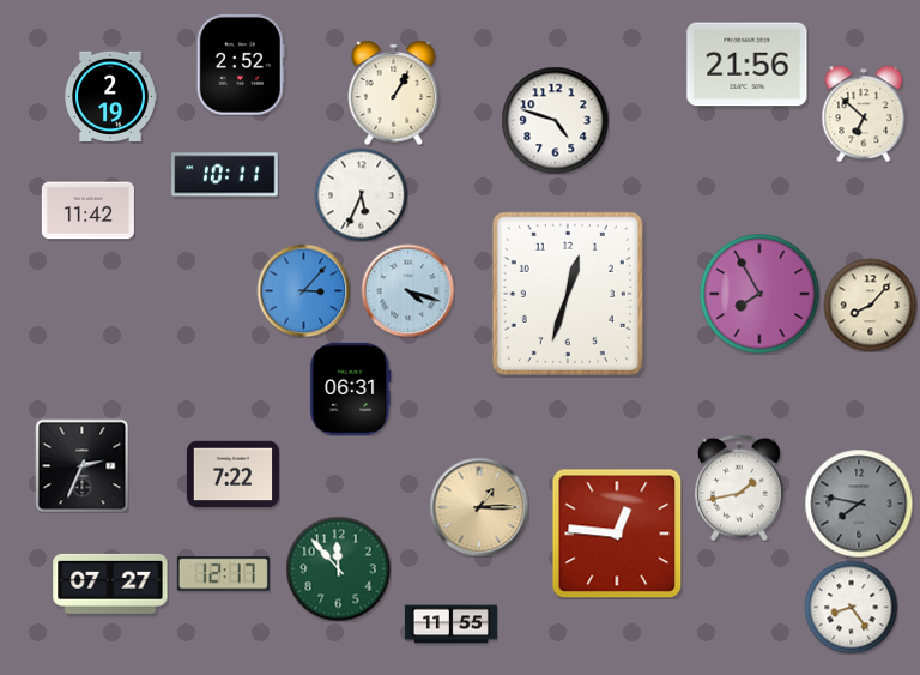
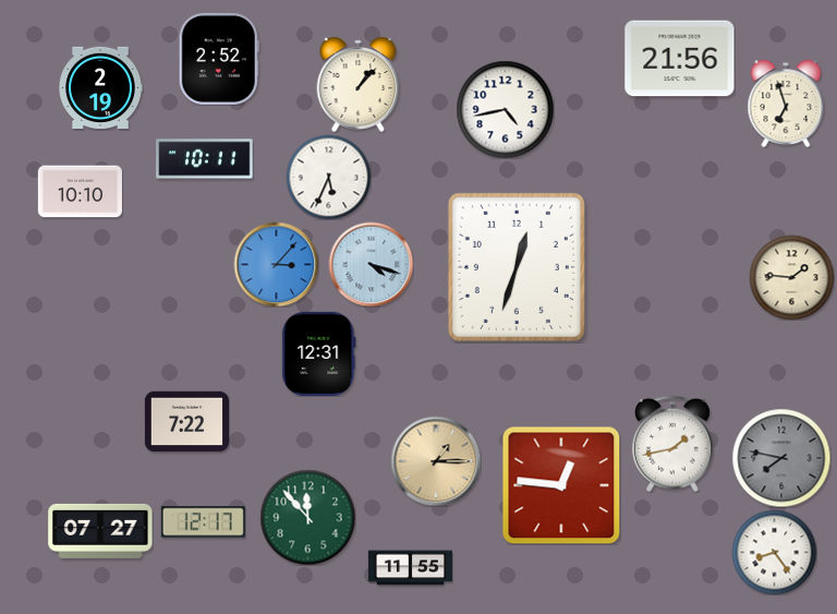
clock at (394, 92): 1:05 -> 1:07
clock at (864, 114): 6:52 -> 6:57
clock at (555, 120): 4:48 -> 4:43
clock at (87, 211): 11:42 -> 10:10
clock at (759, 294): 7:55 -> none
clock at (870, 305): 8:07 -> 1:46
clock at (351, 388): 06:31 -> 12:31
clock at (81, 465): 2:34 -> none
clock at (232, 475) position: (232, 475) -> (186, 422)
